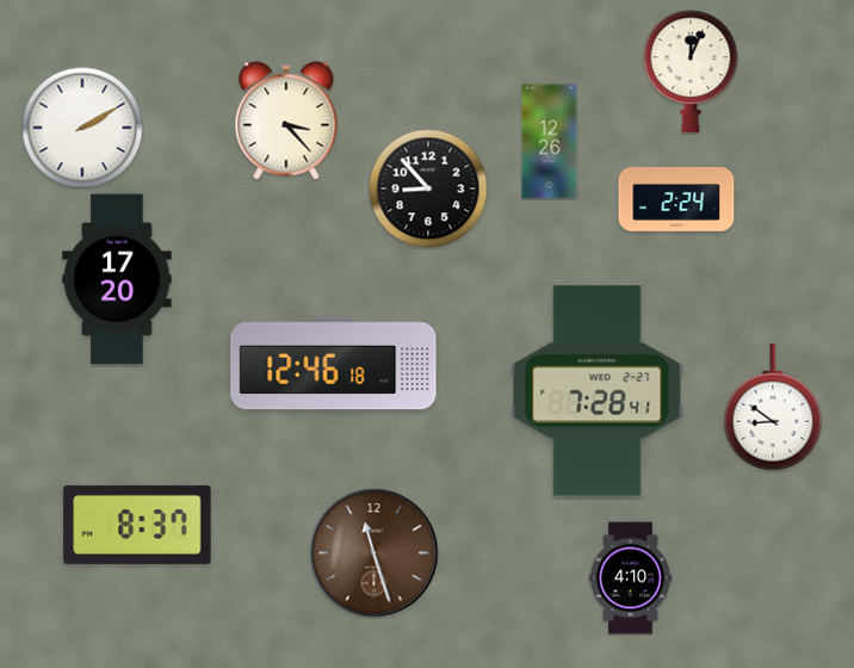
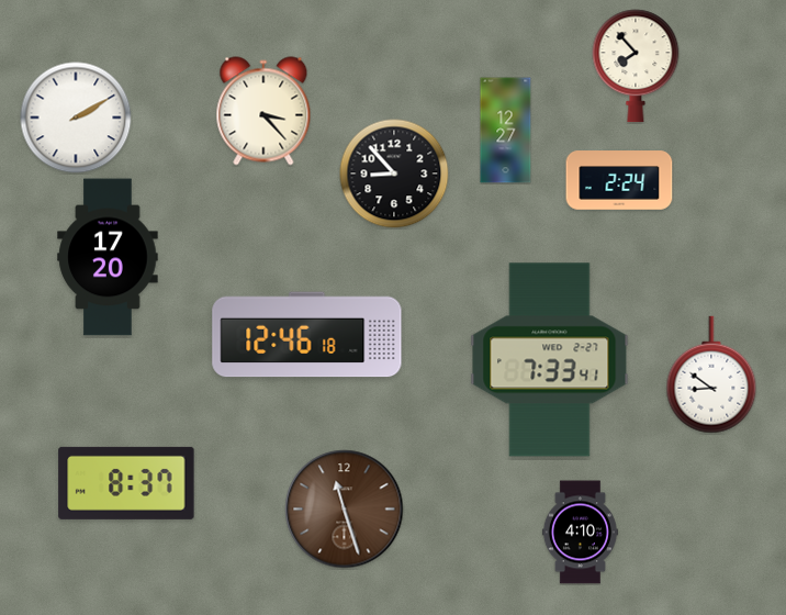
clock at (691, 72): 12:04 -> 7:53
clock at (550, 142): 12:26 -> 12:27
clock at (676, 199) position: (676, 199) -> (619, 180)
clock at (598, 391): 7:28 -> 7:33
